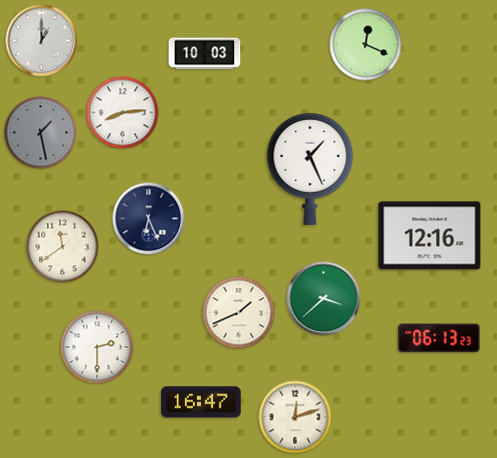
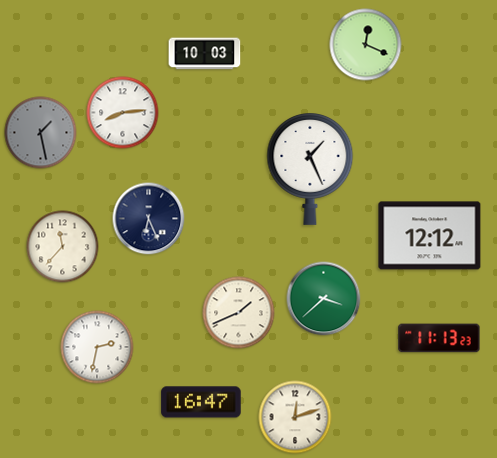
clock at (42, 41): 1:00 -> none
clock at (430, 236): 12:16 -> 12:12
clock at (63, 247): 11:39 -> 11:37
clock at (439, 338): 06:13 -> 11:13
clock at (97, 347): 2:30 -> 2:32
